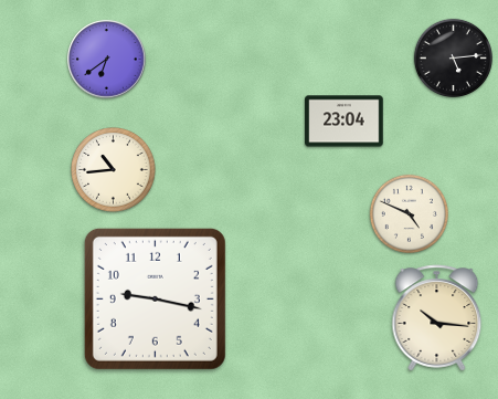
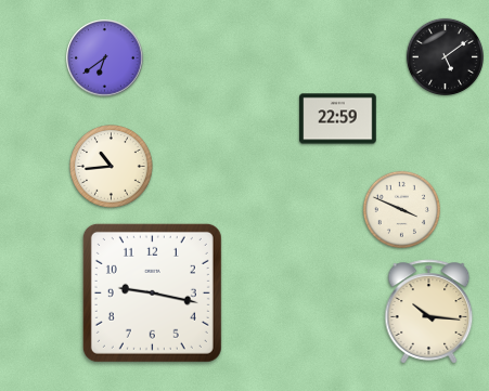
clock at (453, 57): 5:14 -> 5:09
clock at (345, 122): 23:04 -> 22:59
clock at (409, 213): 4:49 -> 3:49
